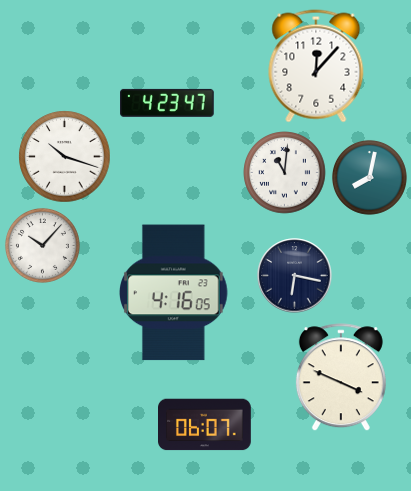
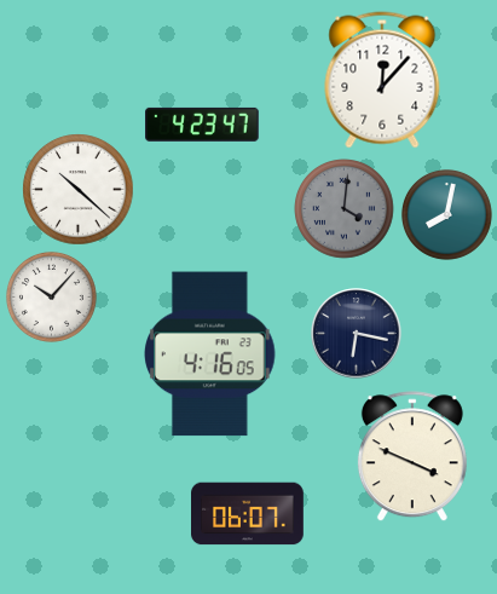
clock at (65, 157): 10:18 -> 10:22
clock at (285, 173): 11:01 -> 4:01
clock at (285, 173) dial: white -> grey
